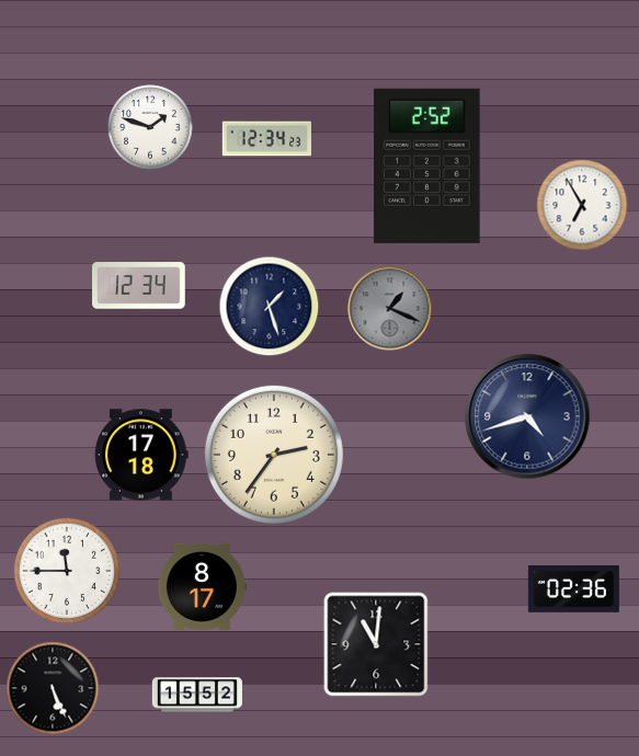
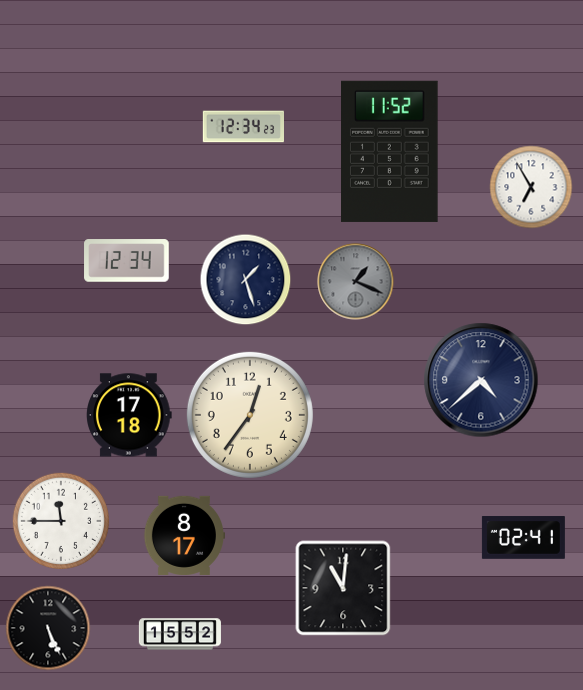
clock at (150, 127): 1:48 -> none
clock at (427, 165): 2:52 -> 11:52
clock at (527, 416): 4:42 -> 4:38
clock at (274, 455): 2:36 -> 12:36
clock at (573, 589): 02:36 -> 02:41
